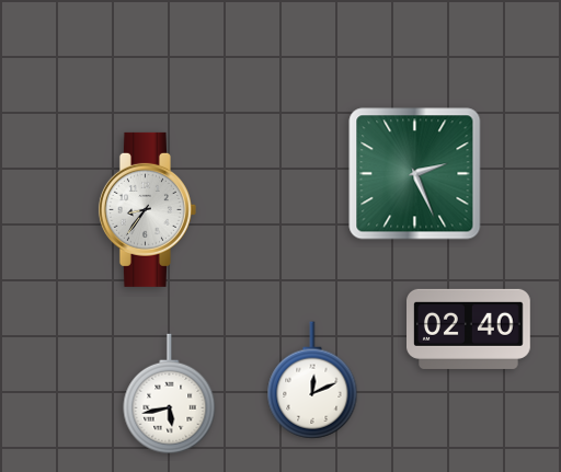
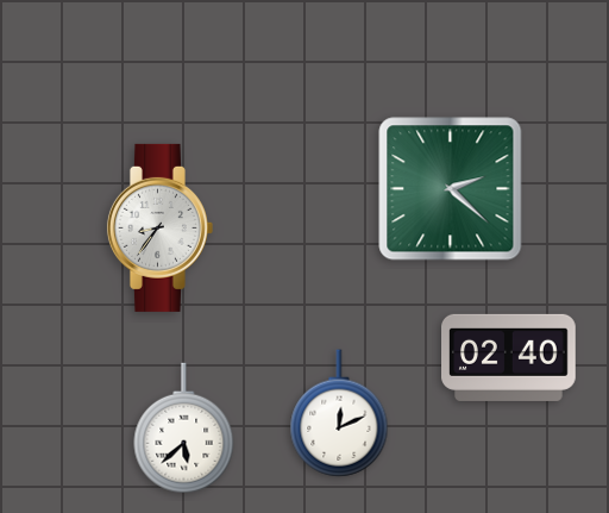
clock at (415, 174): 2:26 -> 2:22
clock at (170, 394): 5:43 -> 5:38
